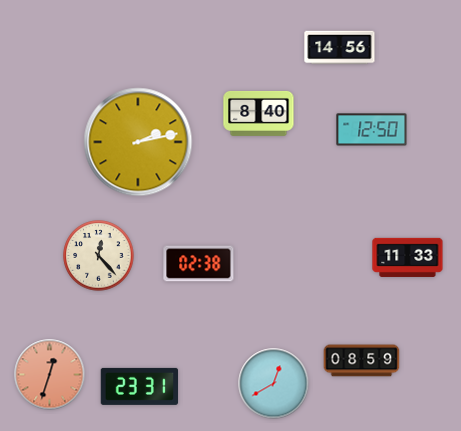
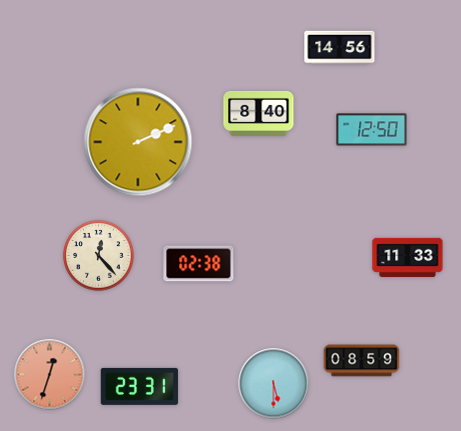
clock at (138, 142): 2:13 -> 2:11
clock at (274, 384): 12:40 -> 5:30
